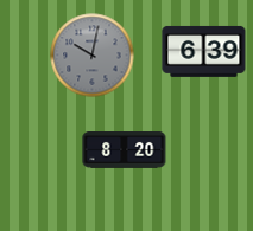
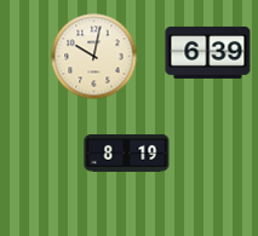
clock at (93, 56) dial: grey -> cream
clock at (125, 150): 8:20 -> 8:19
